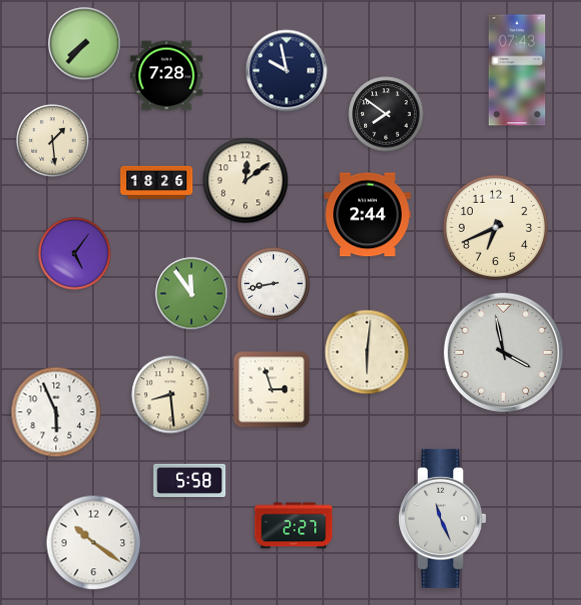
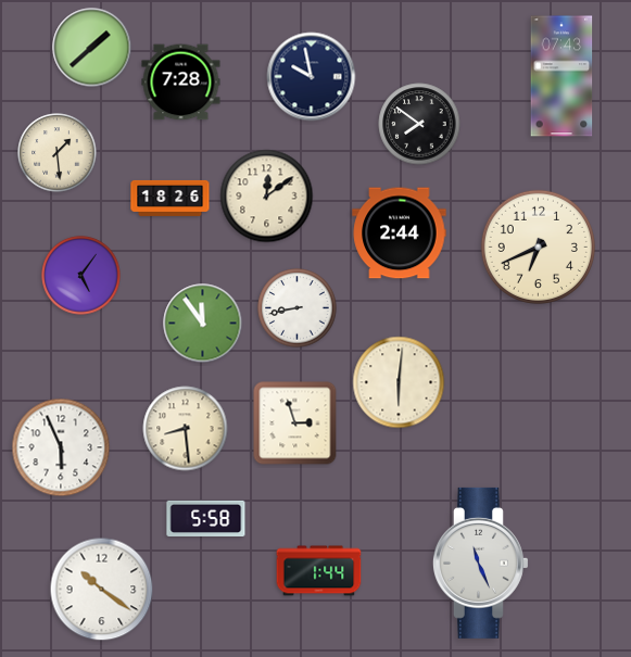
clock at (85, 44): 7:37 -> 1:38
clock at (192, 294) position: (192, 294) -> (203, 324)
clock at (503, 352): 3:58 -> none
clock at (190, 480) position: (190, 480) -> (206, 518)
clock at (294, 526): 2:27 -> 1:44
